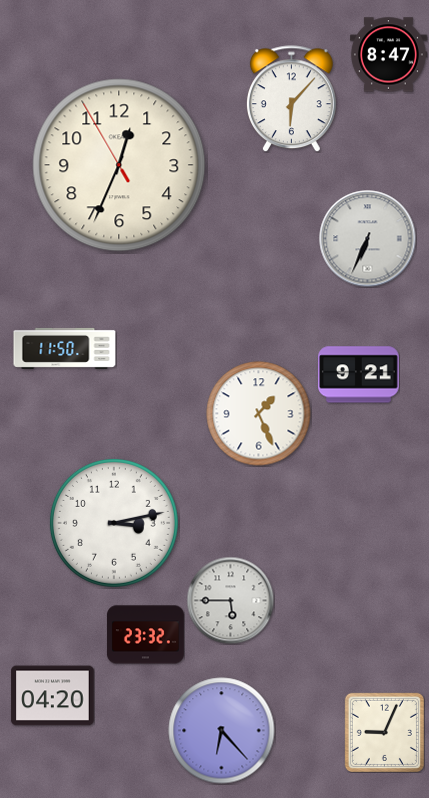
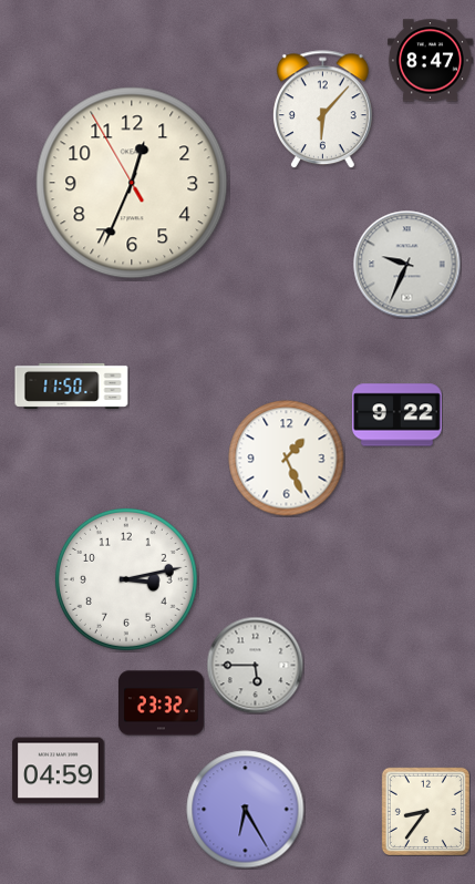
clock at (368, 239): 6:34 -> 9:34
clock at (359, 375): 9:21 -> 9:22
clock at (53, 696): 04:20 -> 04:59
clock at (222, 731): 6:23 -> 6:25
clock at (384, 732): 9:04 -> 8:36
